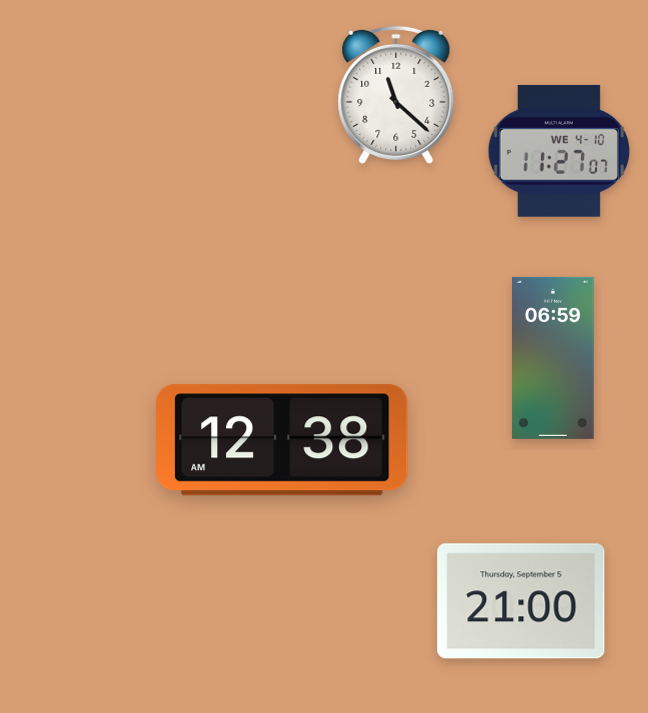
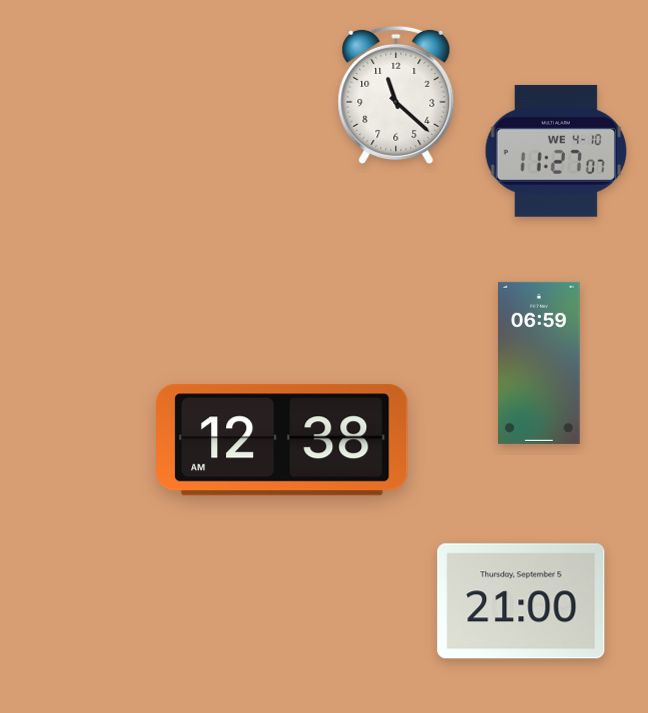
clock at (559, 151) position: (559, 151) -> (556, 151)
clock at (553, 358) position: (553, 358) -> (539, 363)
